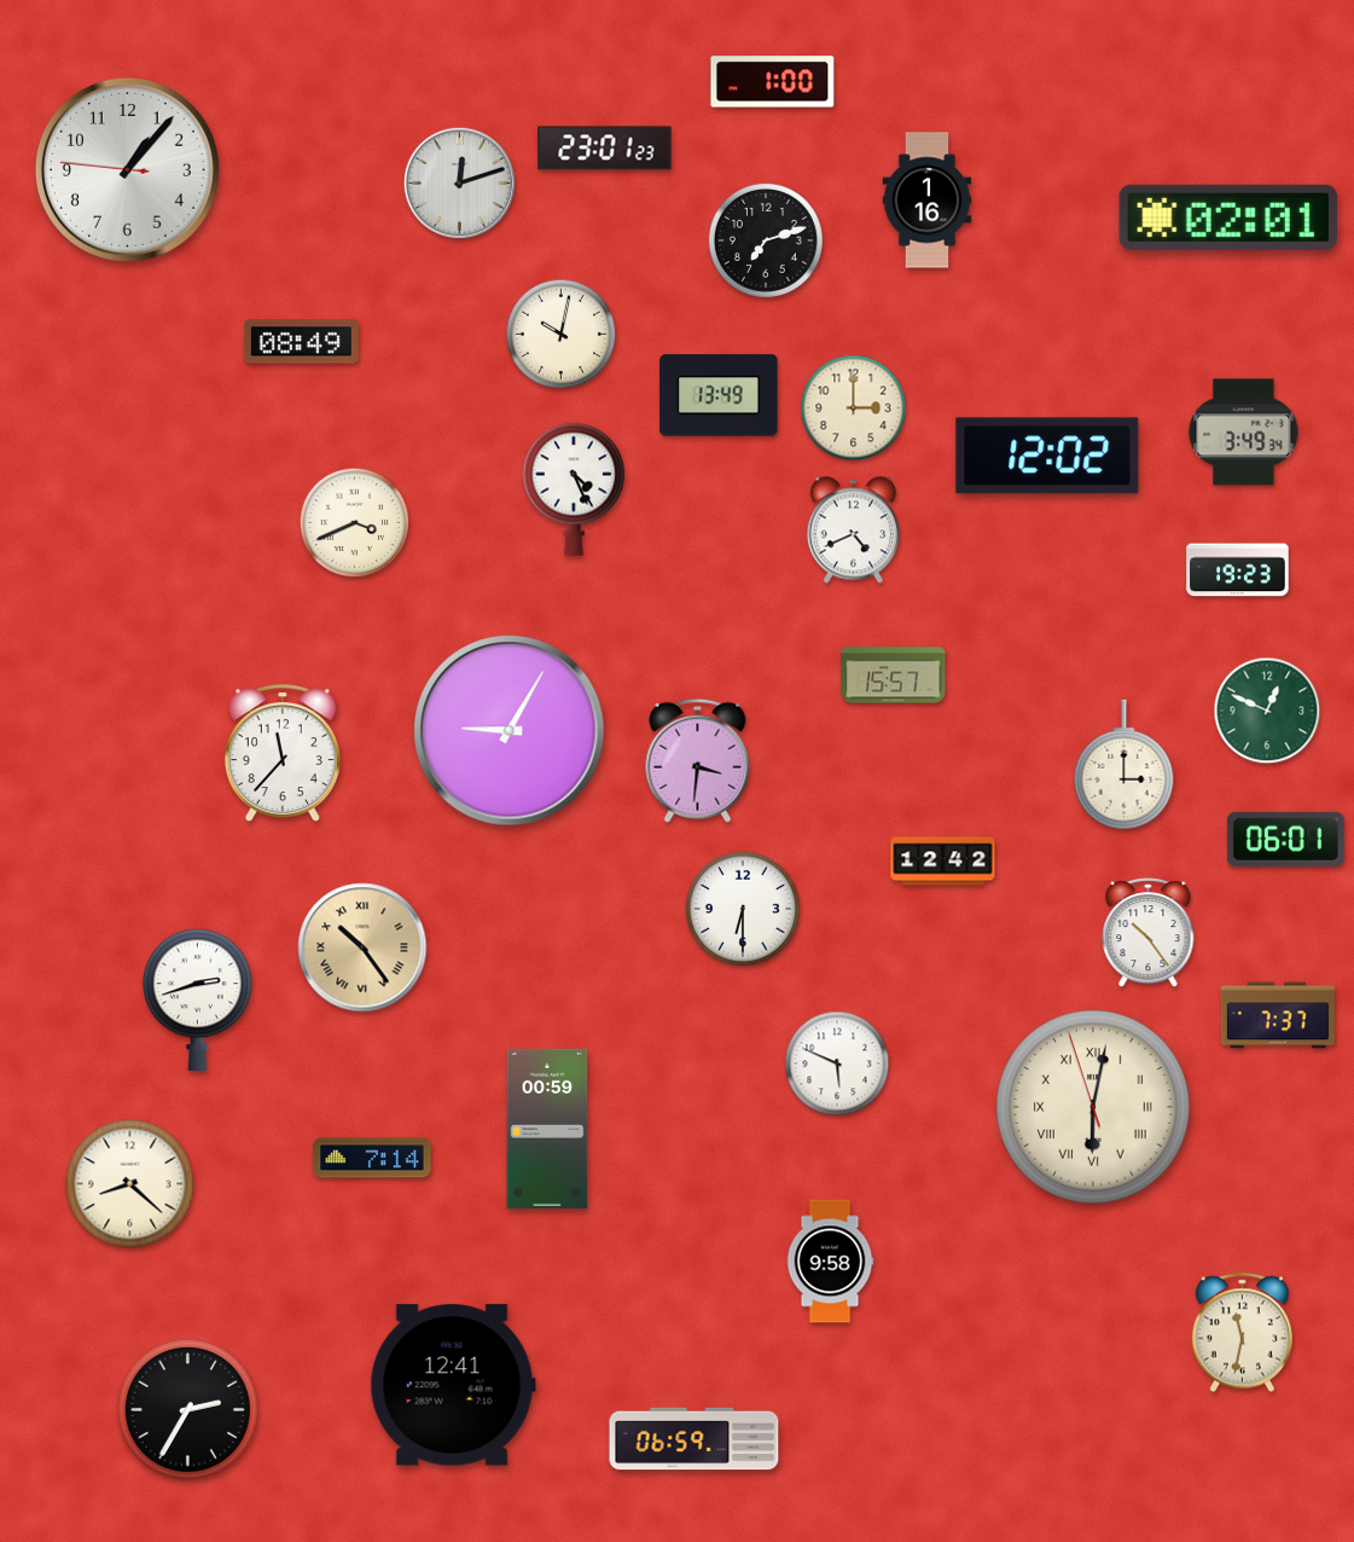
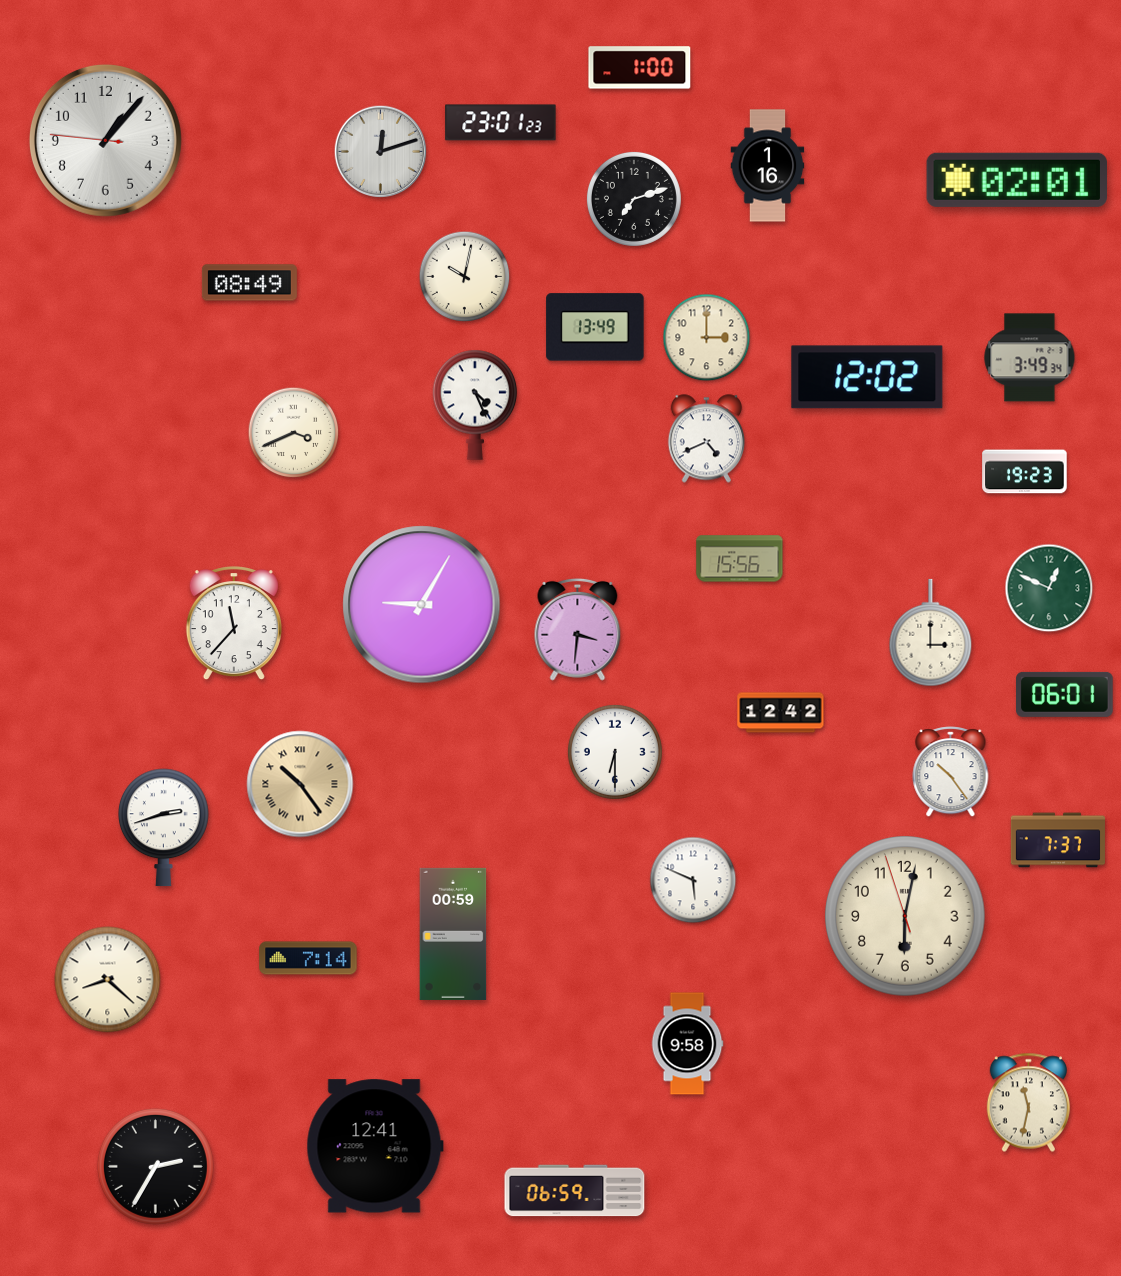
clock at (894, 676): 15:57 -> 15:56
clock at (1094, 1108) numerals: Roman -> Arabic
